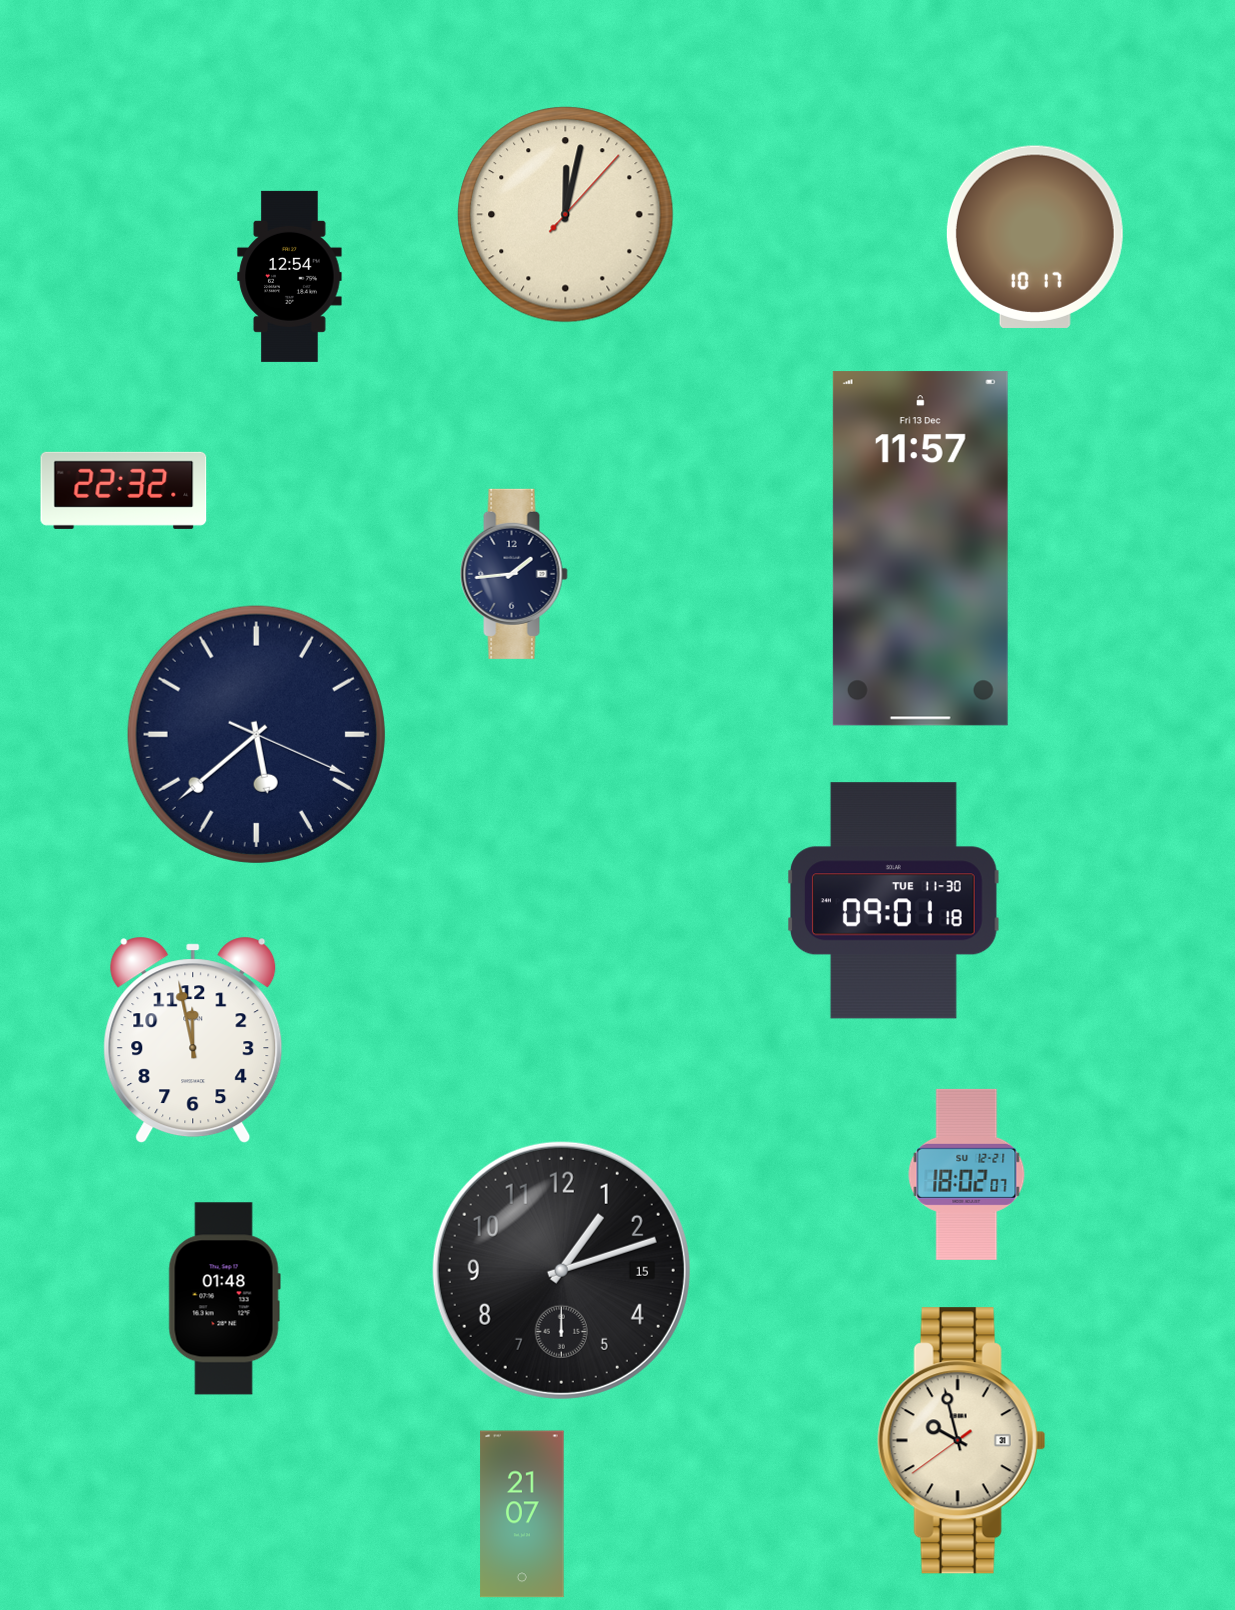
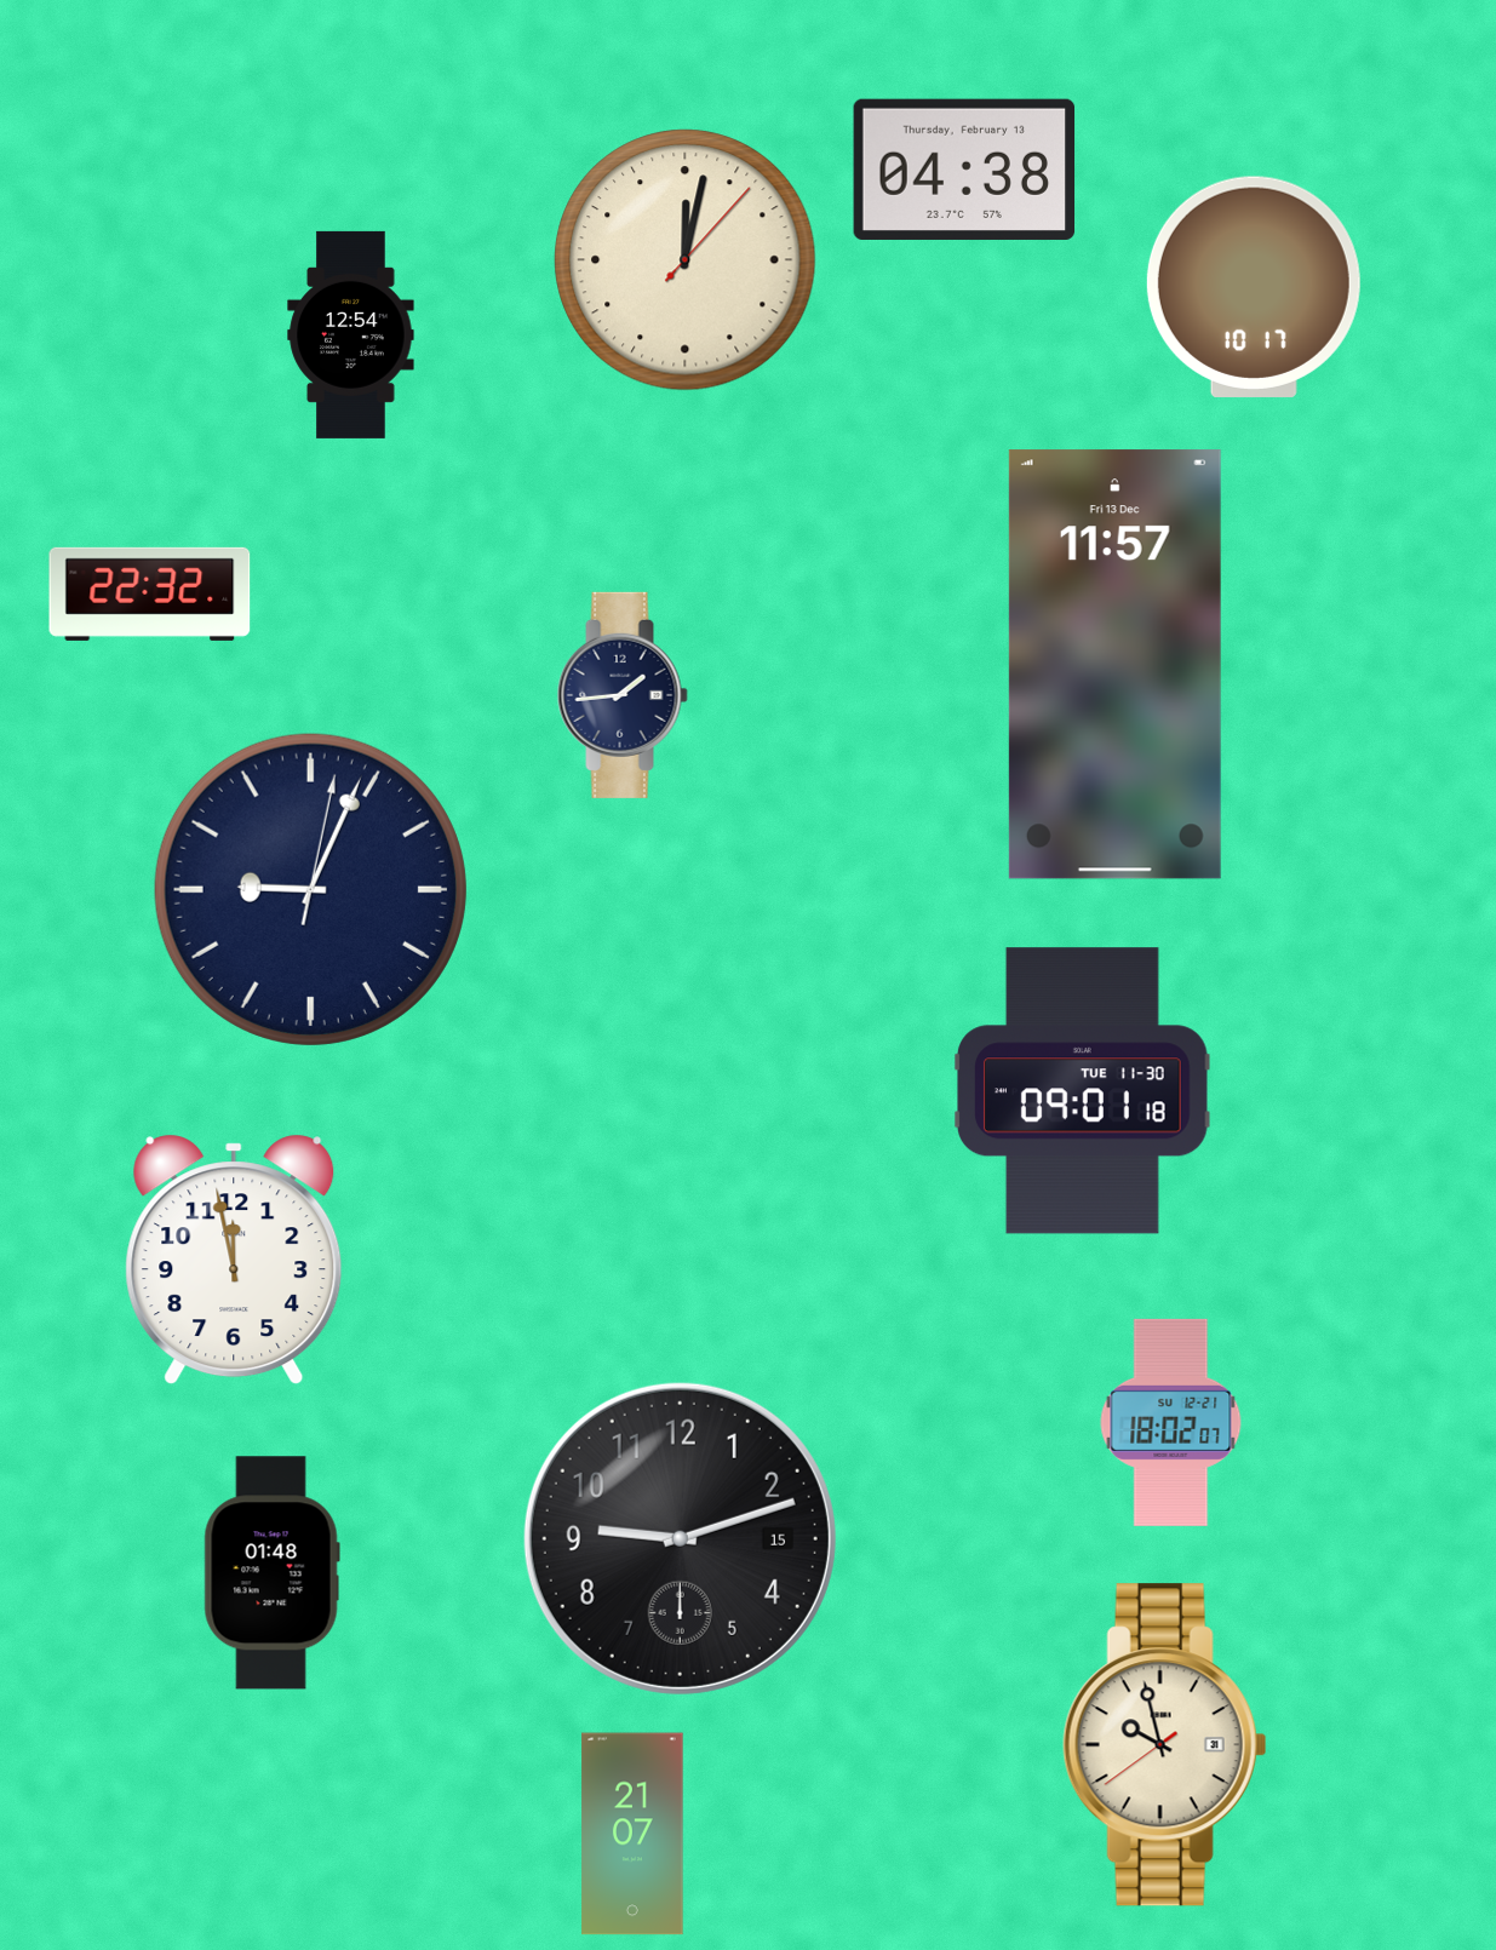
clock at (964, 170): none -> 04:38
clock at (256, 734): 5:38 -> 9:04
clock at (561, 1270): 1:12 -> 9:12
